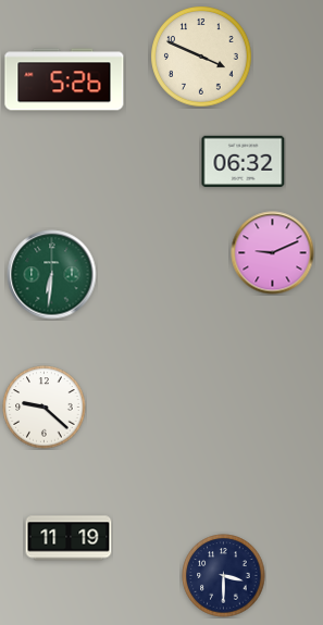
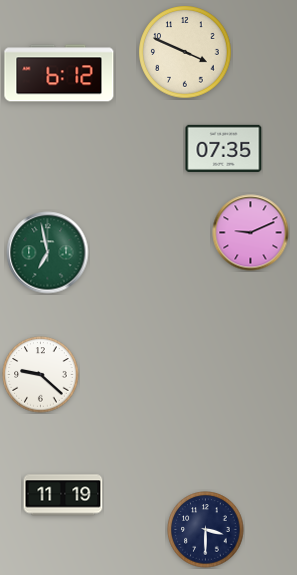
clock at (64, 79): 5:26 -> 6:12
clock at (244, 161): 06:32 -> 07:35
clock at (52, 275): 6:31 -> 6:58
